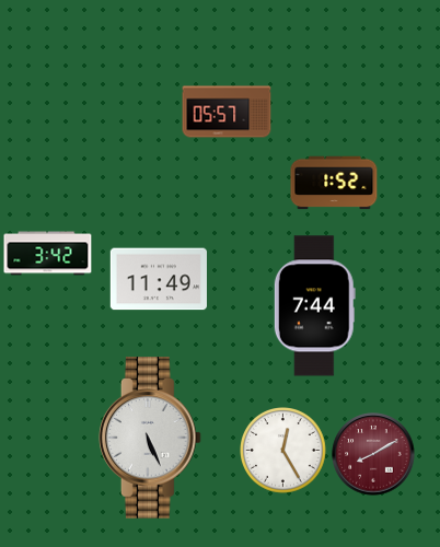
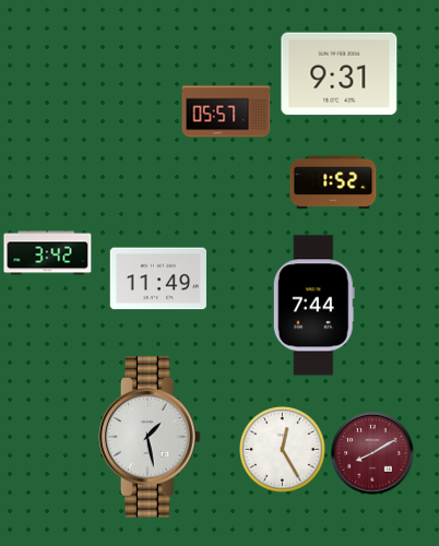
clock at (340, 74): none -> 9:31
clock at (150, 438): 5:26 -> 1:28
